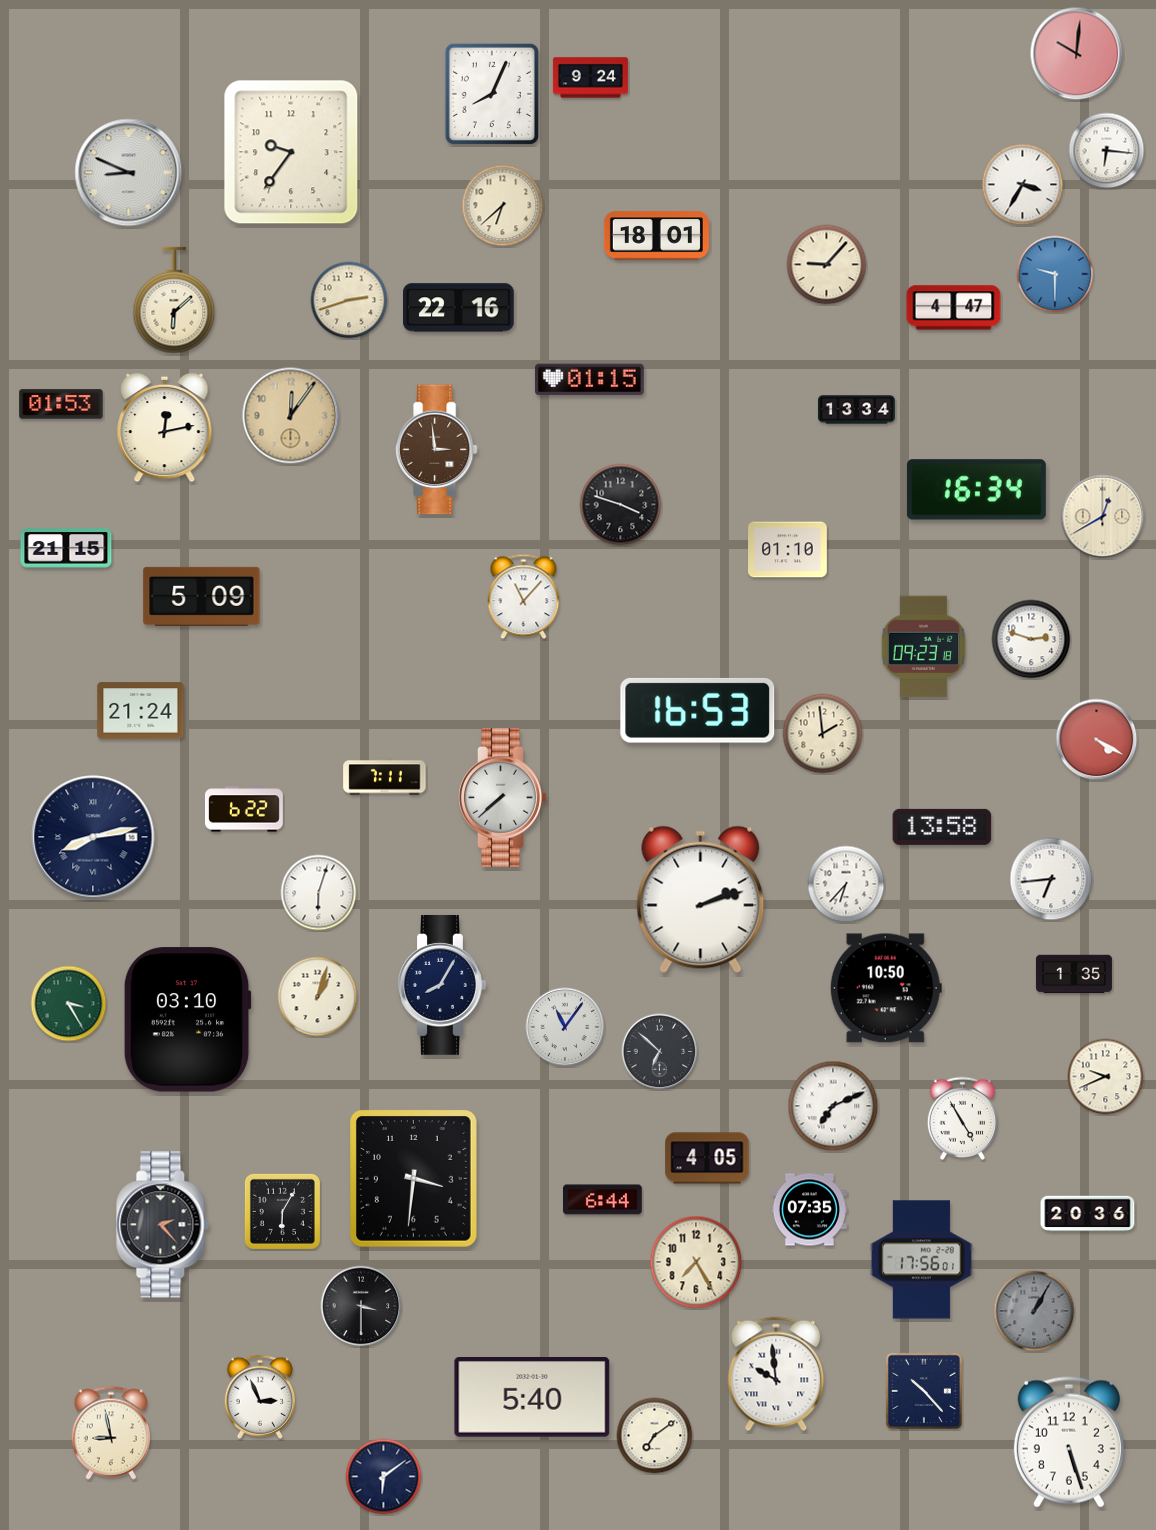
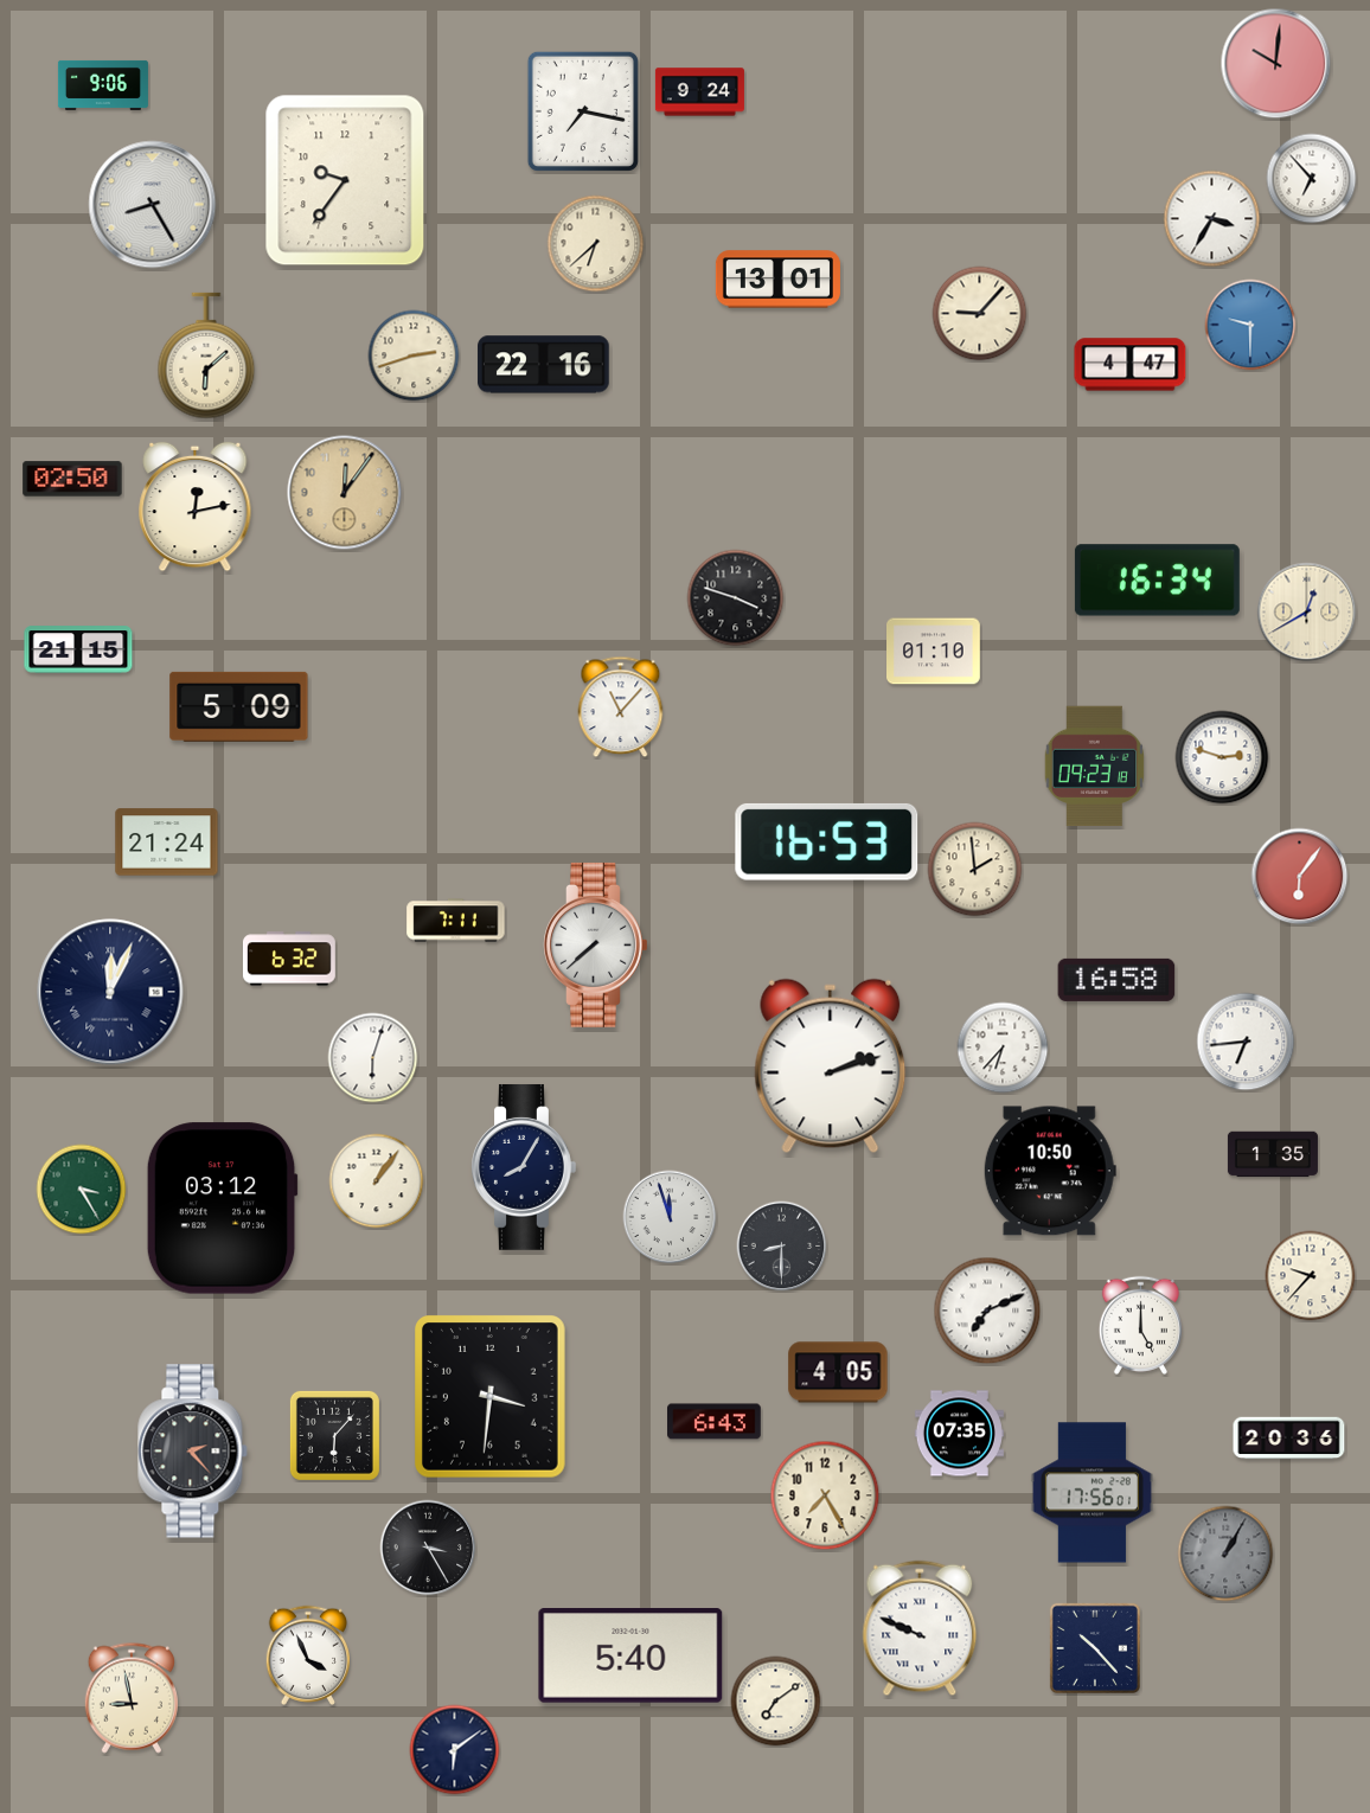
clock at (103, 85): none -> 9:06
clock at (492, 94): 8:04 -> 7:17
clock at (1107, 151): 6:16 -> 6:53
clock at (129, 173): 8:49 -> 8:25
clock at (656, 236): 18:01 -> 13:01
clock at (589, 380): 01:15 -> none
clock at (61, 404): 01:53 -> 02:50
clock at (856, 410): 13:34 -> none
clock at (436, 450): 2:59 -> none
clock at (1097, 740): 4:20 -> 6:06
clock at (244, 809): 6:22 -> 6:32
clock at (942, 827): 13:58 -> 16:58
clock at (93, 837): 8:13 -> 12:04
clock at (319, 893) position: (319, 893) -> (373, 1058)
clock at (318, 997): 1:03 -> 1:06
clock at (187, 1020): 03:10 -> 03:12
clock at (565, 1027): 11:06 -> 11:57
clock at (660, 1052): 6:52 -> 8:30
clock at (1106, 1077): 9:41 -> 9:37
clock at (962, 1118): 4:55 -> 5:00
clock at (603, 1200): 6:44 -> 6:43
clock at (282, 1211): 6:05 -> 6:07
clock at (361, 1306): 3:30 -> 3:25
clock at (776, 1374): 9:59 -> 9:49
clock at (259, 1397): 2:56 -> 3:56
clock at (1069, 1442): 5:27 -> none
